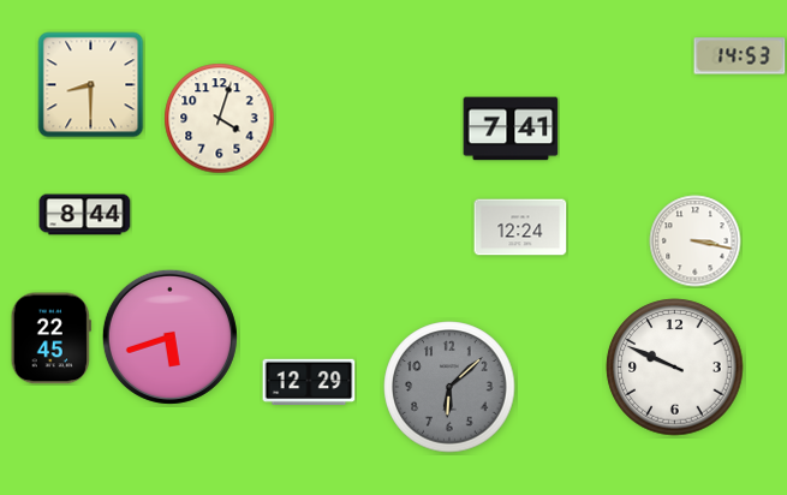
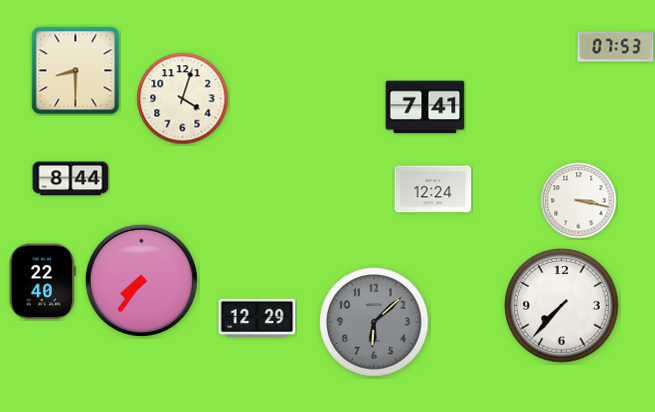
clock at (740, 56): 14:53 -> 07:53
clock at (169, 336): 5:42 -> 7:36
clock at (50, 339): 22:45 -> 22:40
clock at (675, 368): 9:49 -> 7:37
